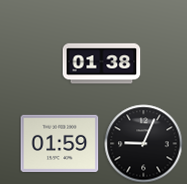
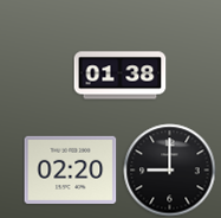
clock at (59, 143): 01:59 -> 02:20
clock at (143, 143): 9:04 -> 9:00
